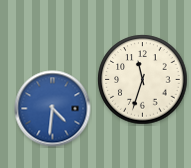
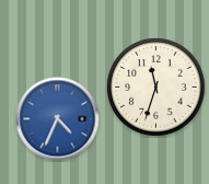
clock at (53, 109): 4:31 -> 4:34
